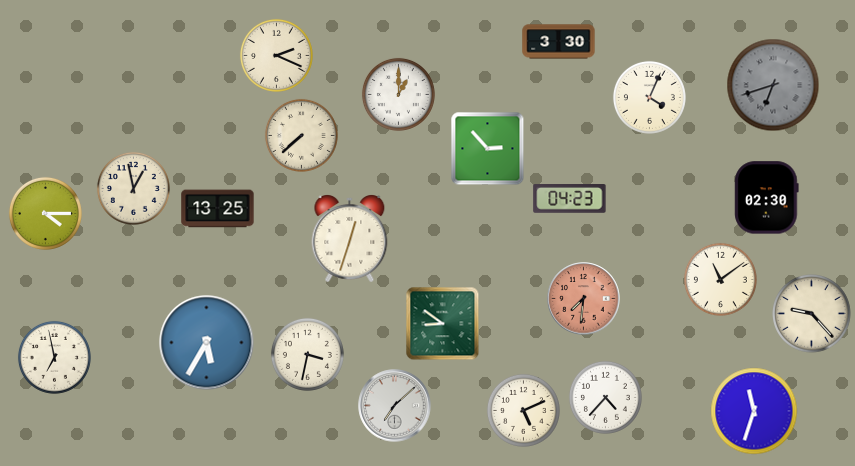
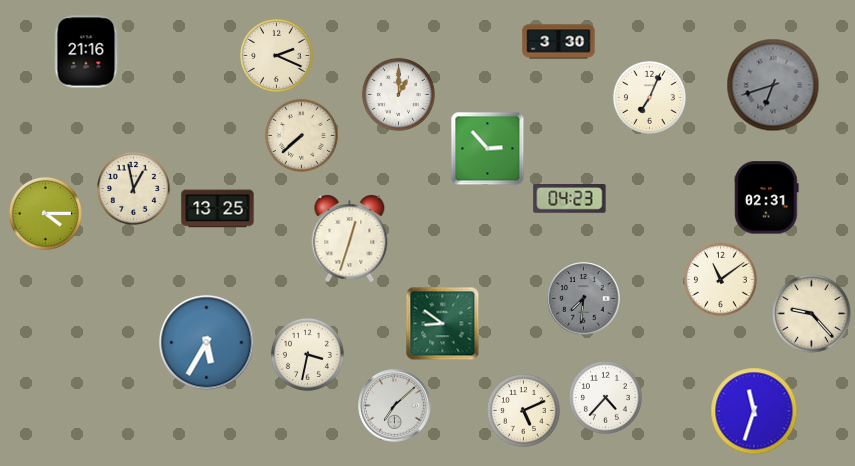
clock at (86, 52): none -> 21:16
clock at (649, 97): 4:04 -> 7:04
clock at (767, 198): 02:30 -> 02:31
clock at (584, 299) dial: salmon -> grey
clock at (54, 357): 6:58 -> none
